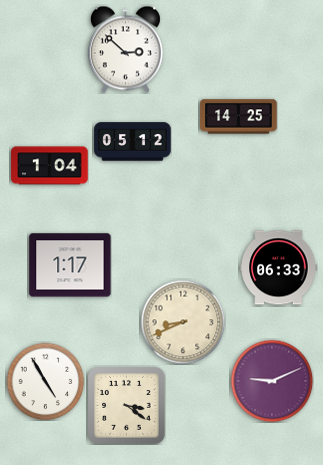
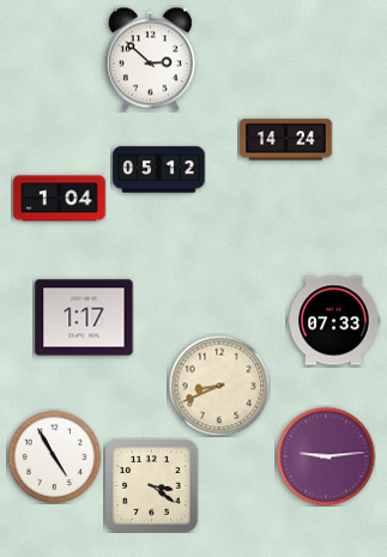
clock at (239, 117): 14:25 -> 14:24
clock at (279, 268): 06:33 -> 07:33
clock at (272, 381): 9:11 -> 9:14
